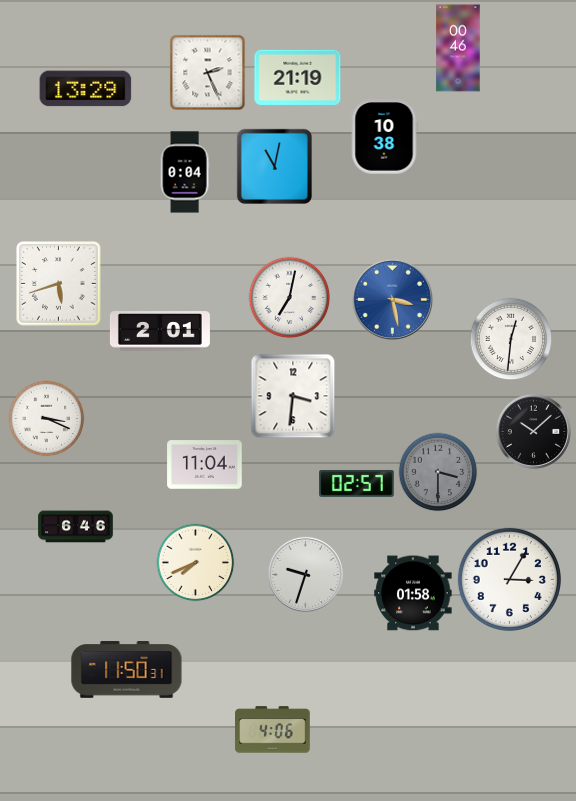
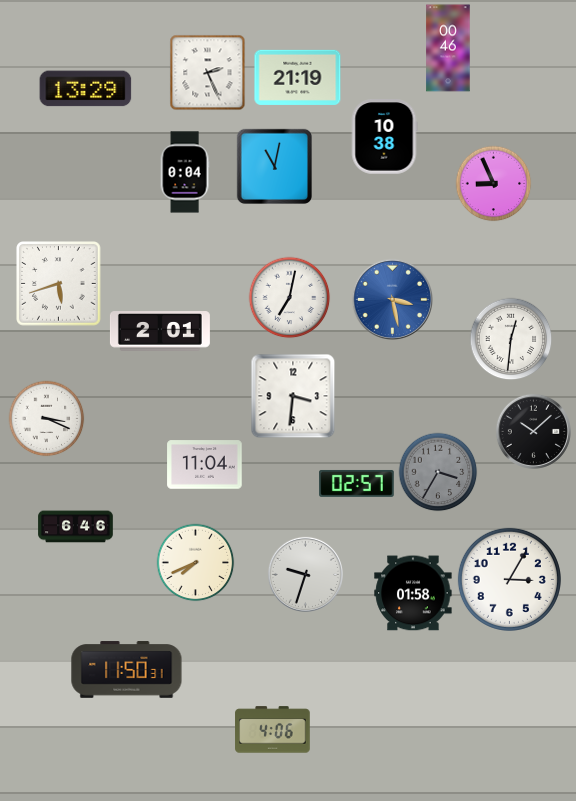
clock at (458, 48) position: (458, 48) -> (448, 48)
clock at (494, 184): none -> 8:56
clock at (438, 472): 3:30 -> 3:35
